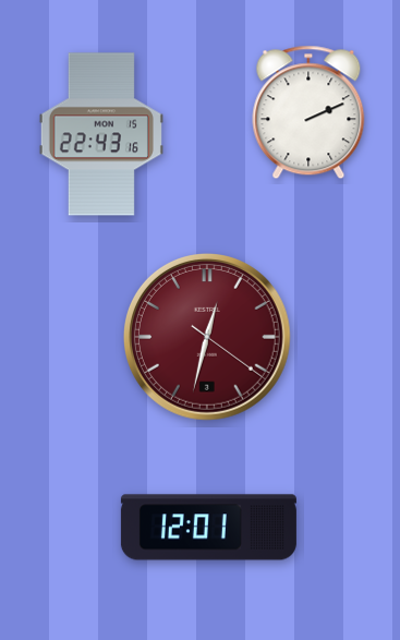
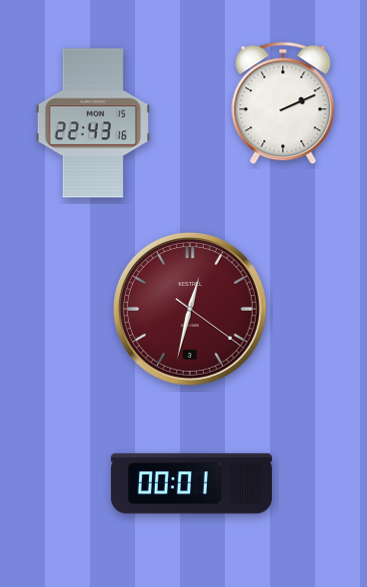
clock at (208, 528): 12:01 -> 00:01
